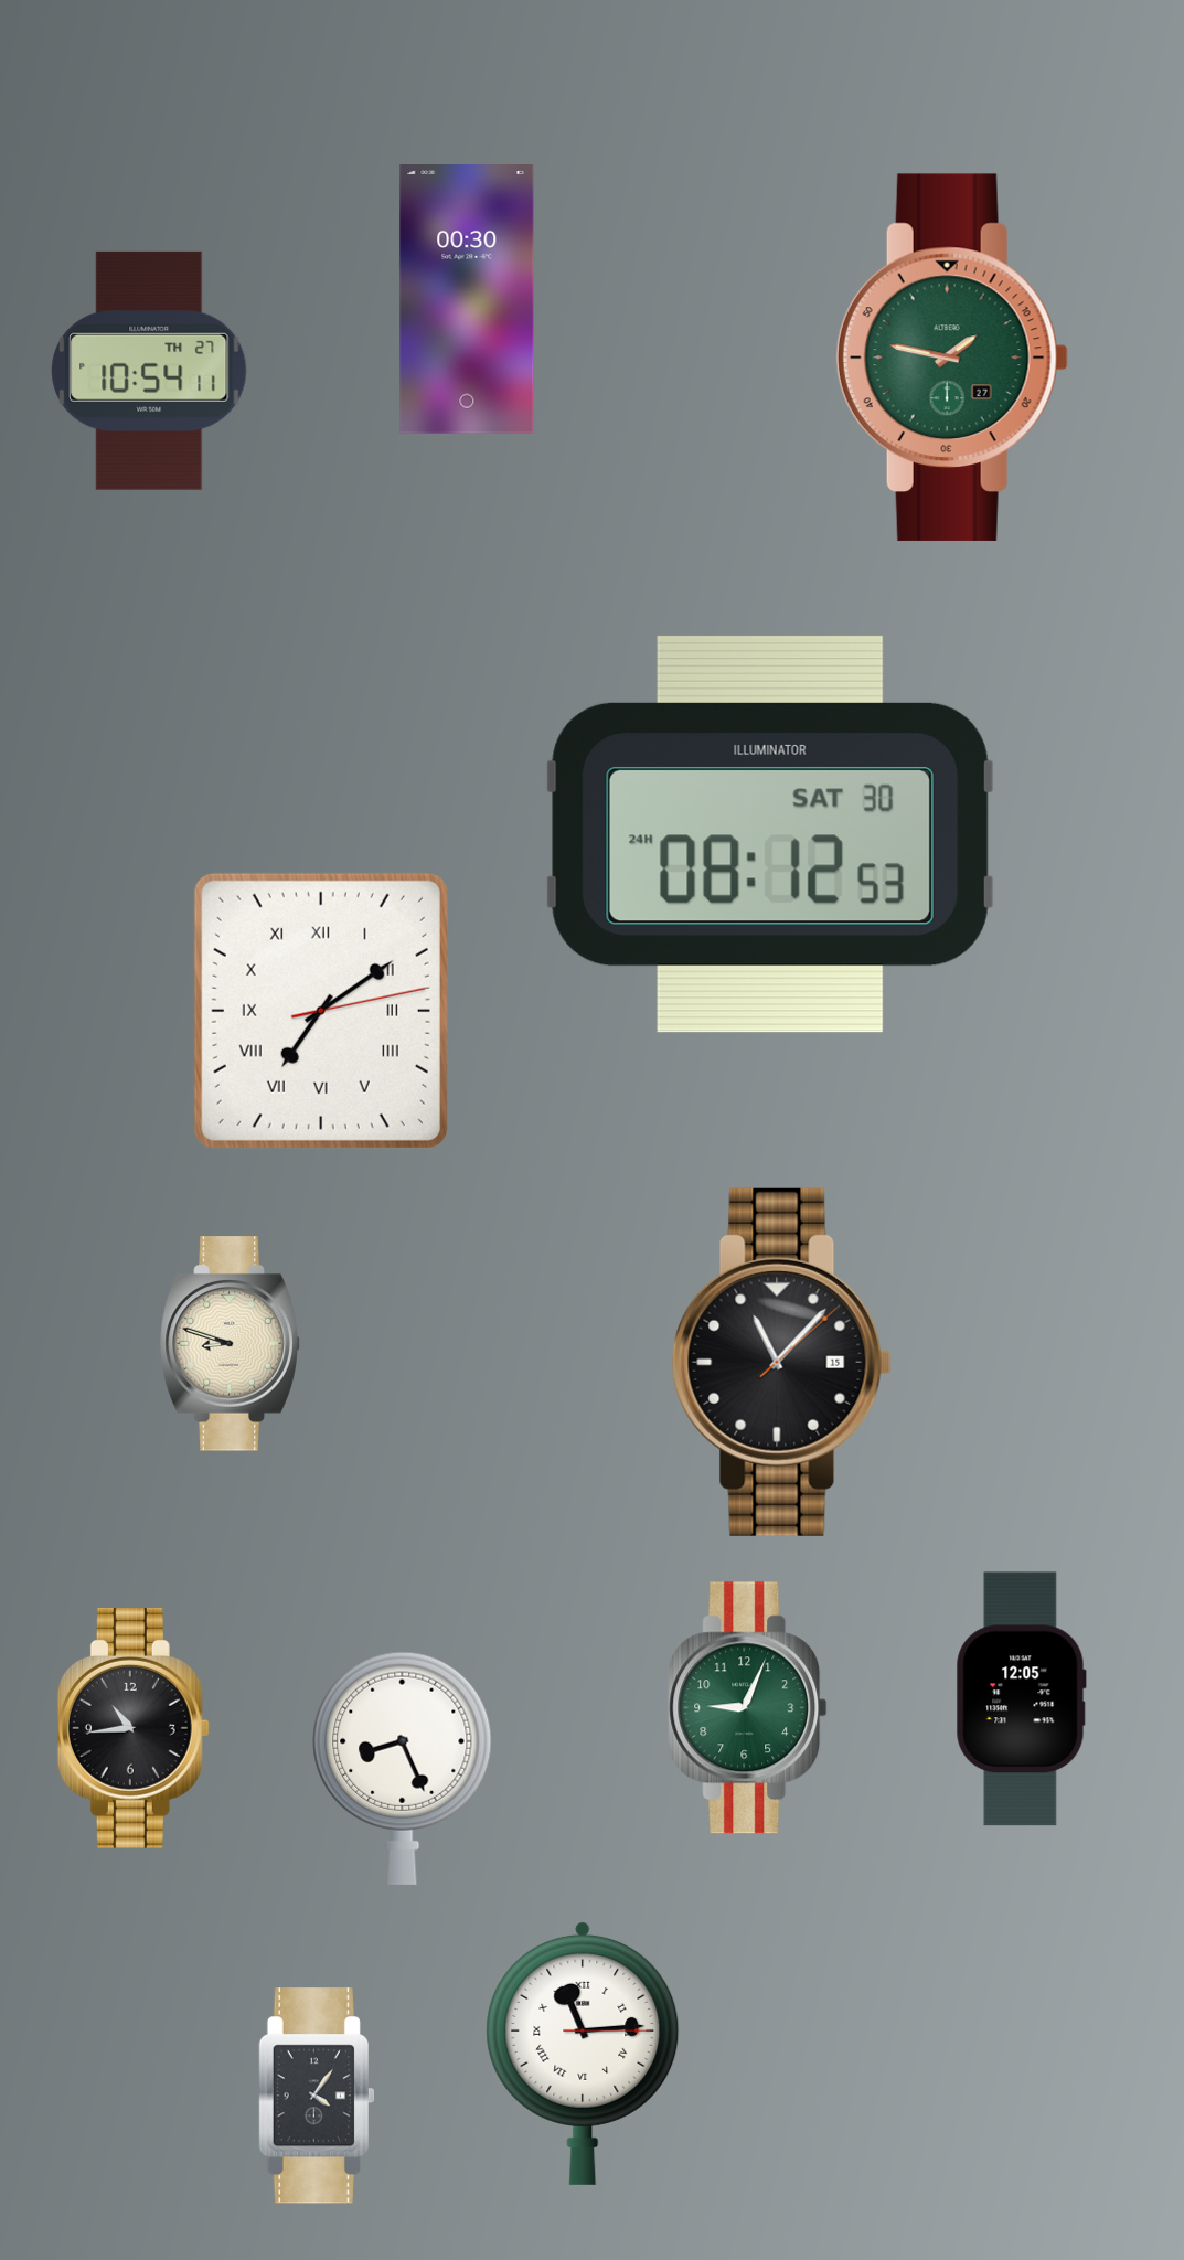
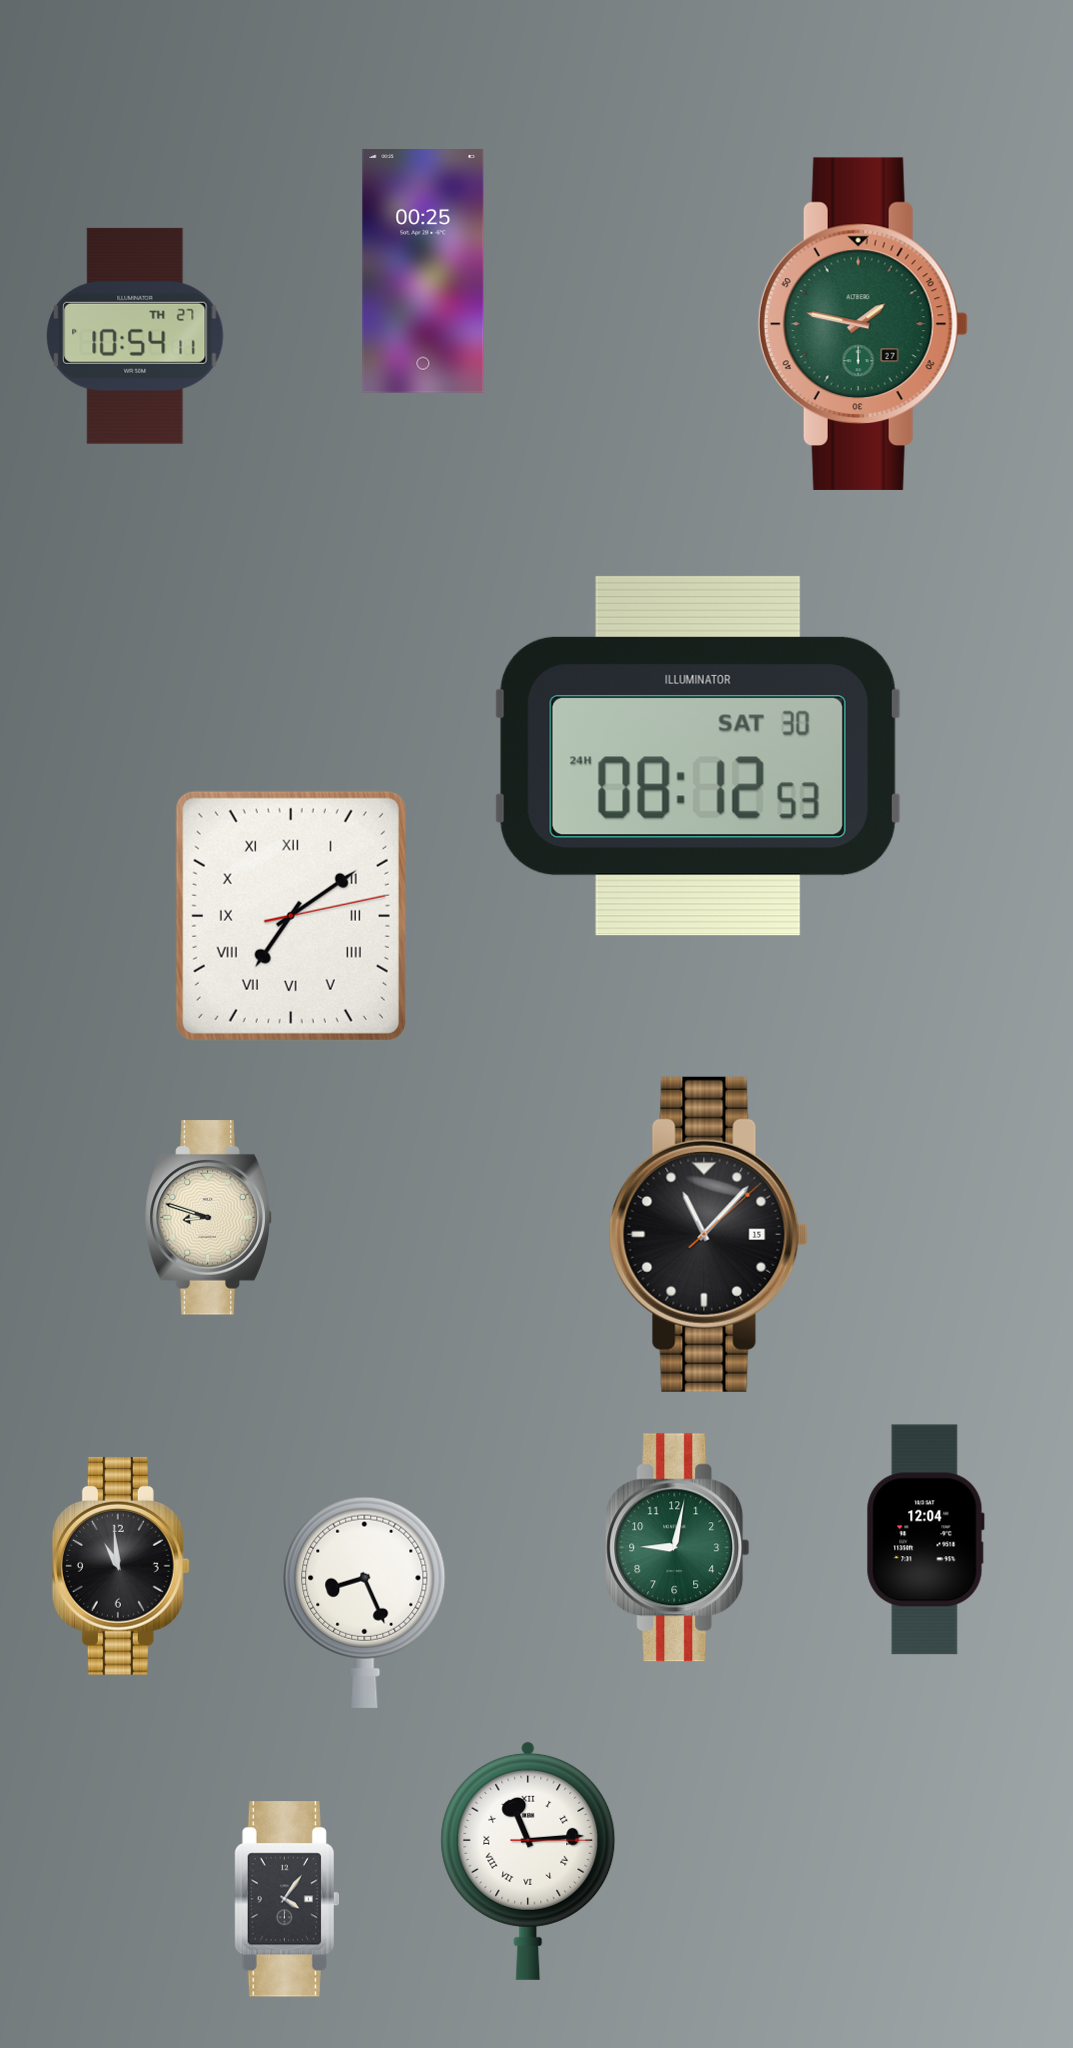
clock at (467, 300): 00:30 -> 00:25
clock at (1021, 1699): 12:05 -> 12:04
clock at (748, 1708): 9:04 -> 9:02
clock at (134, 1728): 10:44 -> 10:59
